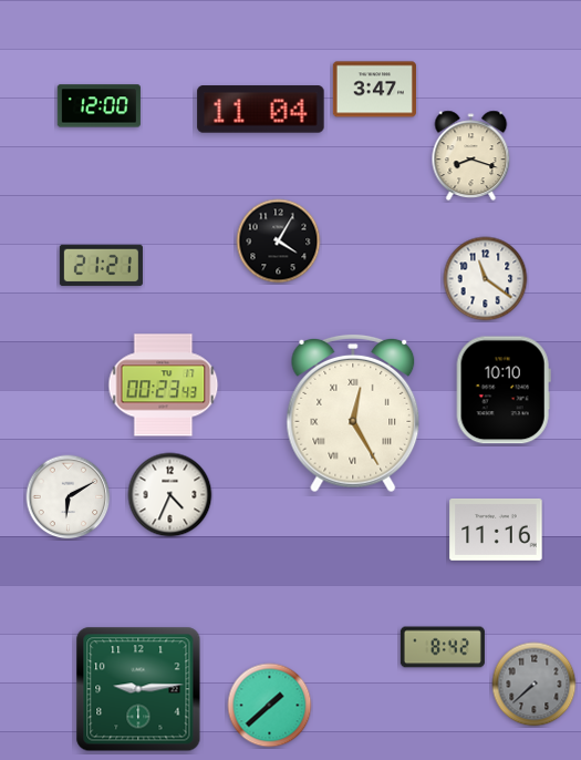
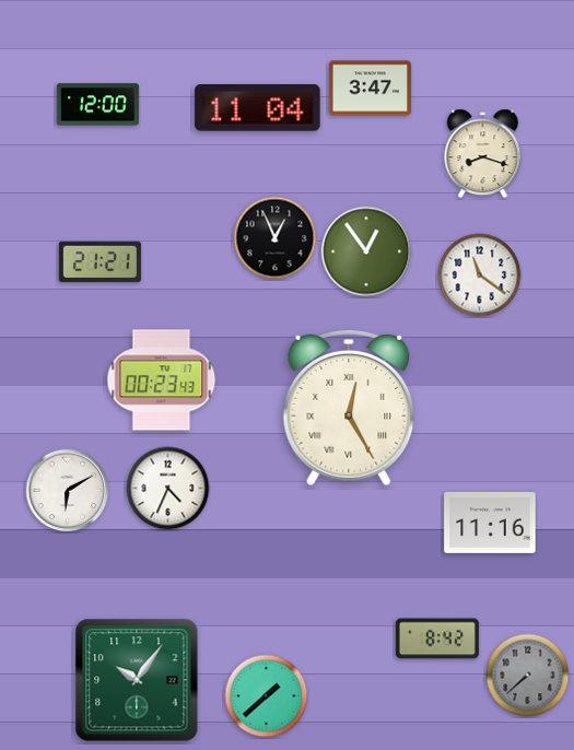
clock at (471, 156) position: (471, 156) -> (483, 154)
clock at (279, 242): 4:05 -> 12:56
clock at (366, 251): none -> 12:54
clock at (504, 390): 10:10 -> none
clock at (138, 689): 9:14 -> 10:06
